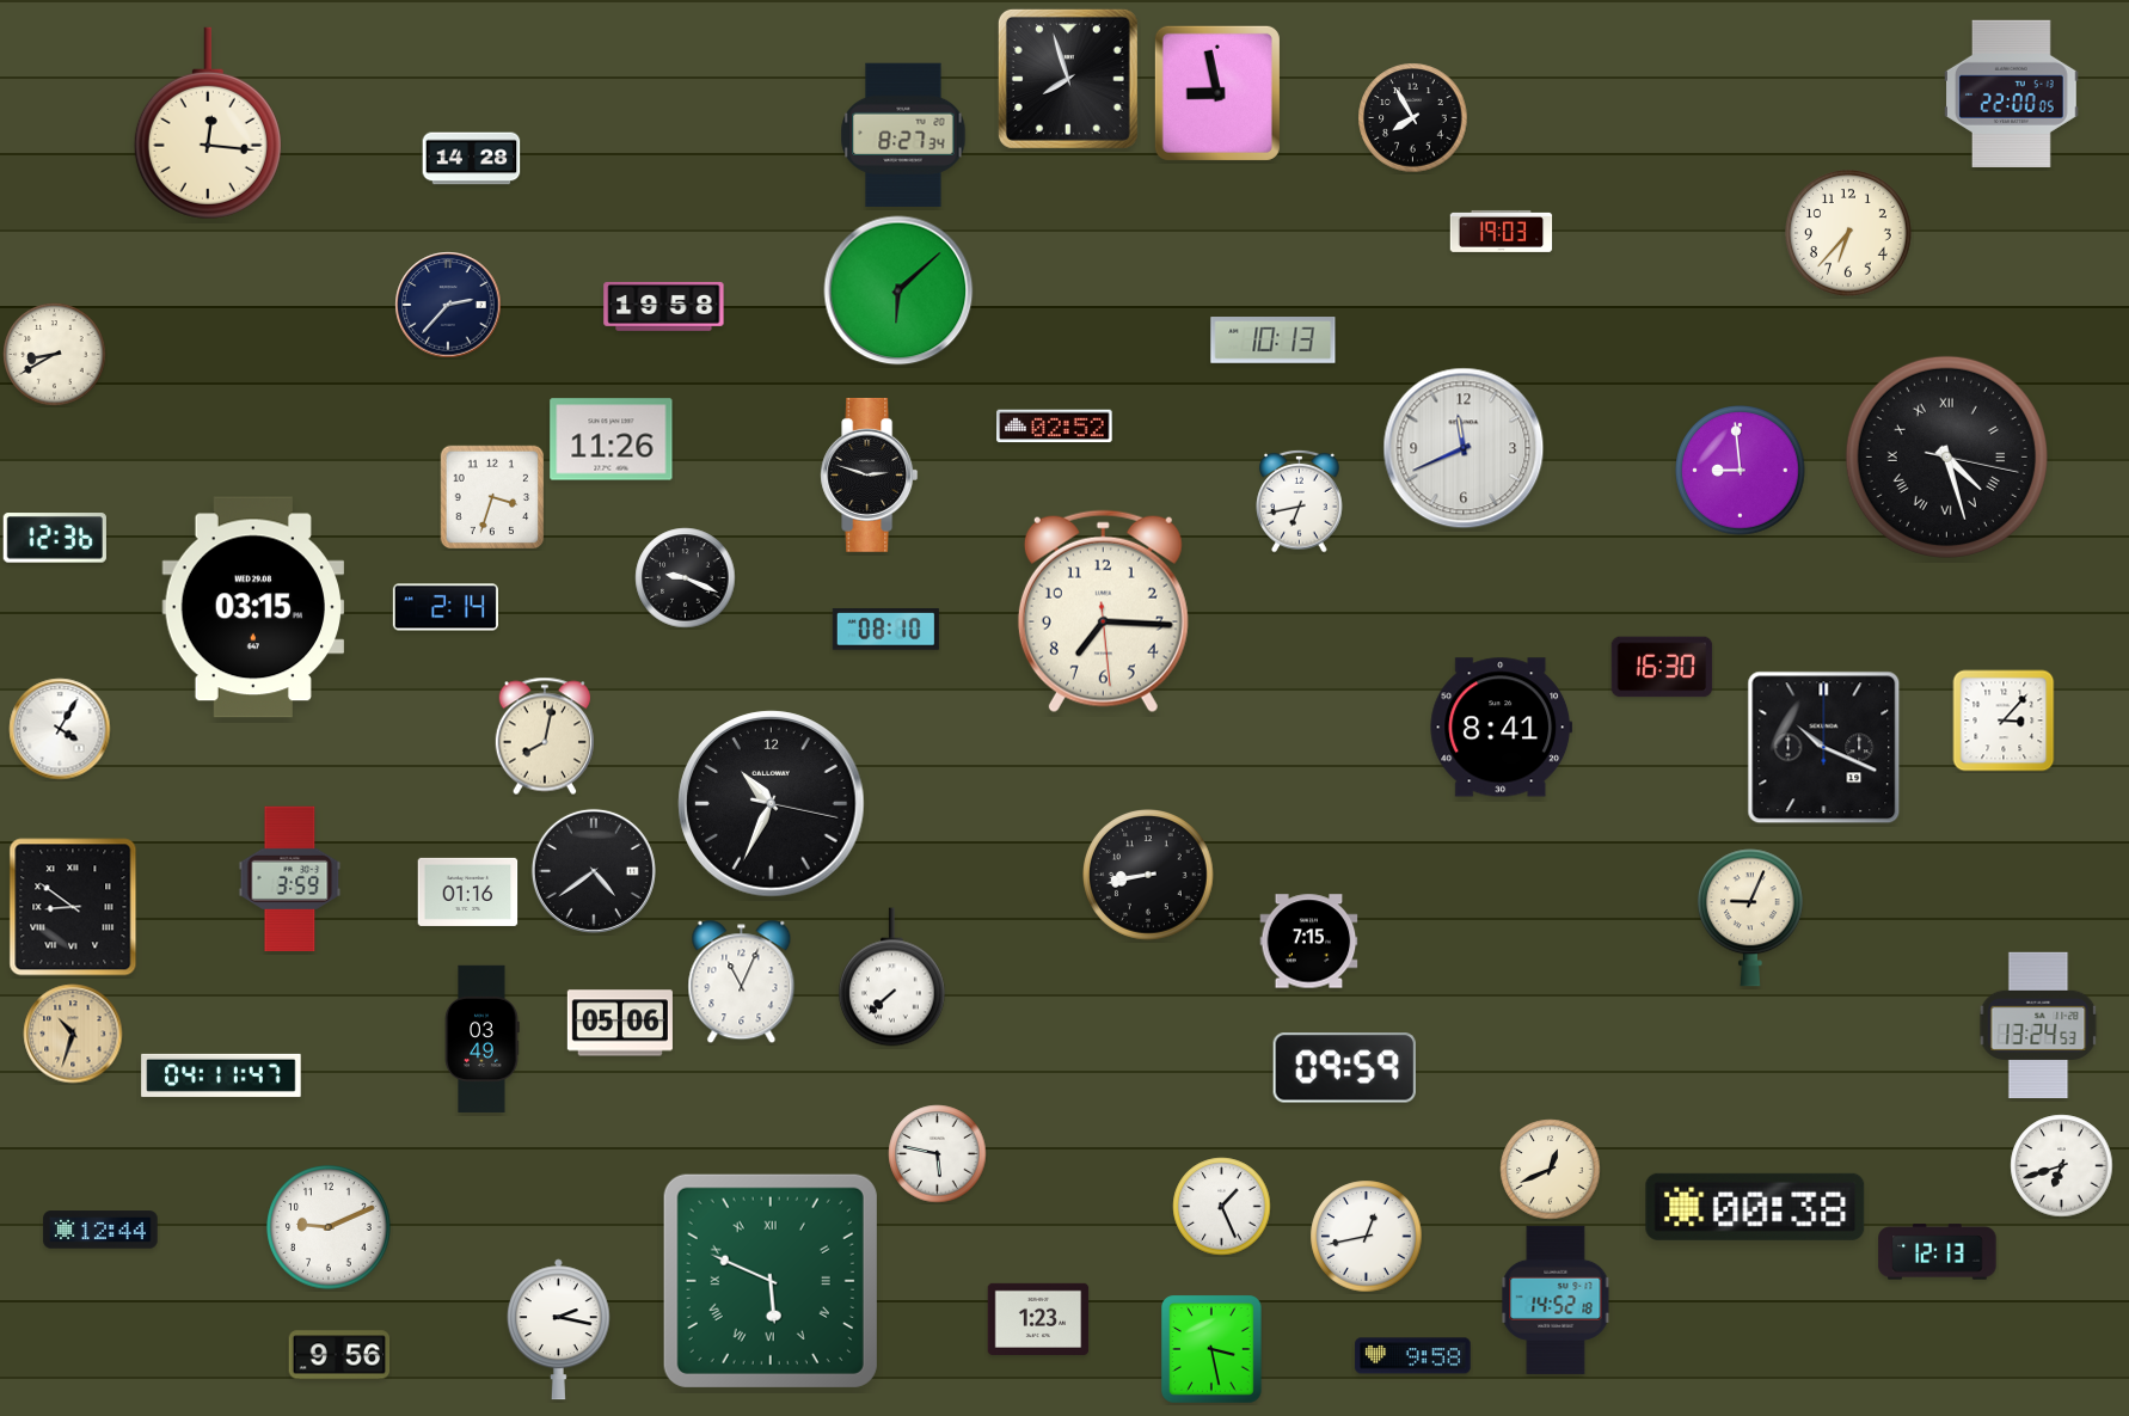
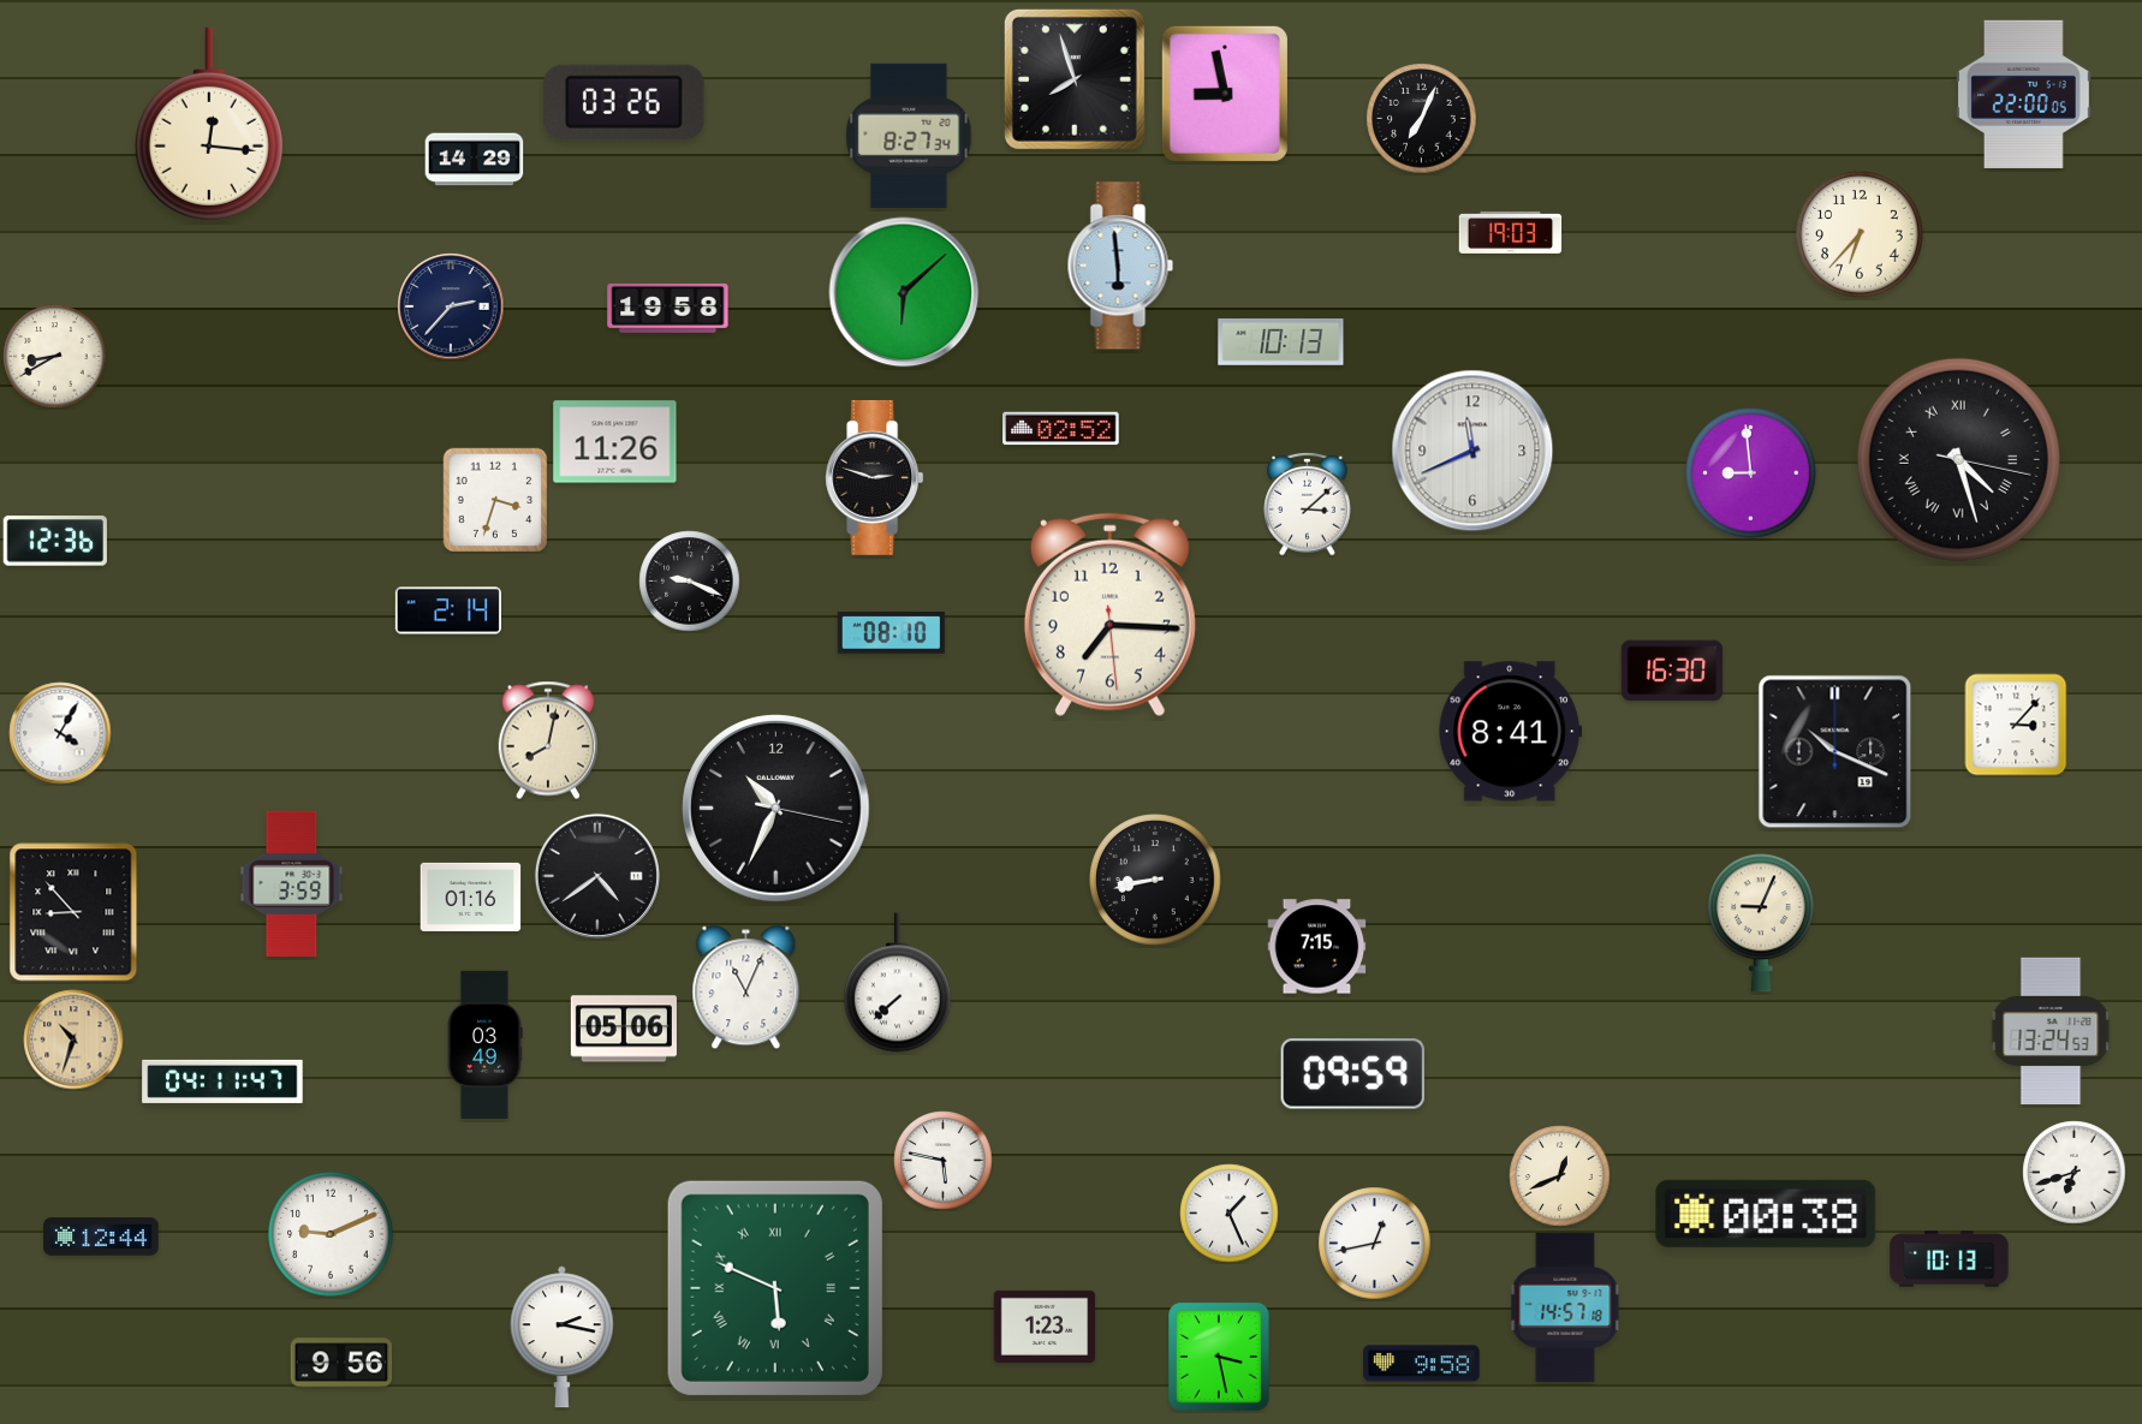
clock at (625, 102): none -> 03:26
clock at (1413, 118): 7:55 -> 7:04
clock at (472, 159): 14:28 -> 14:29
clock at (1120, 266): none -> 5:59
clock at (1300, 501): 6:43 -> 3:08
clock at (253, 607): 03:15 -> none
clock at (73, 907): 8:51 -> 8:53
clock at (1938, 1252): 12:13 -> 10:13
clock at (1556, 1300): 14:52 -> 14:57
